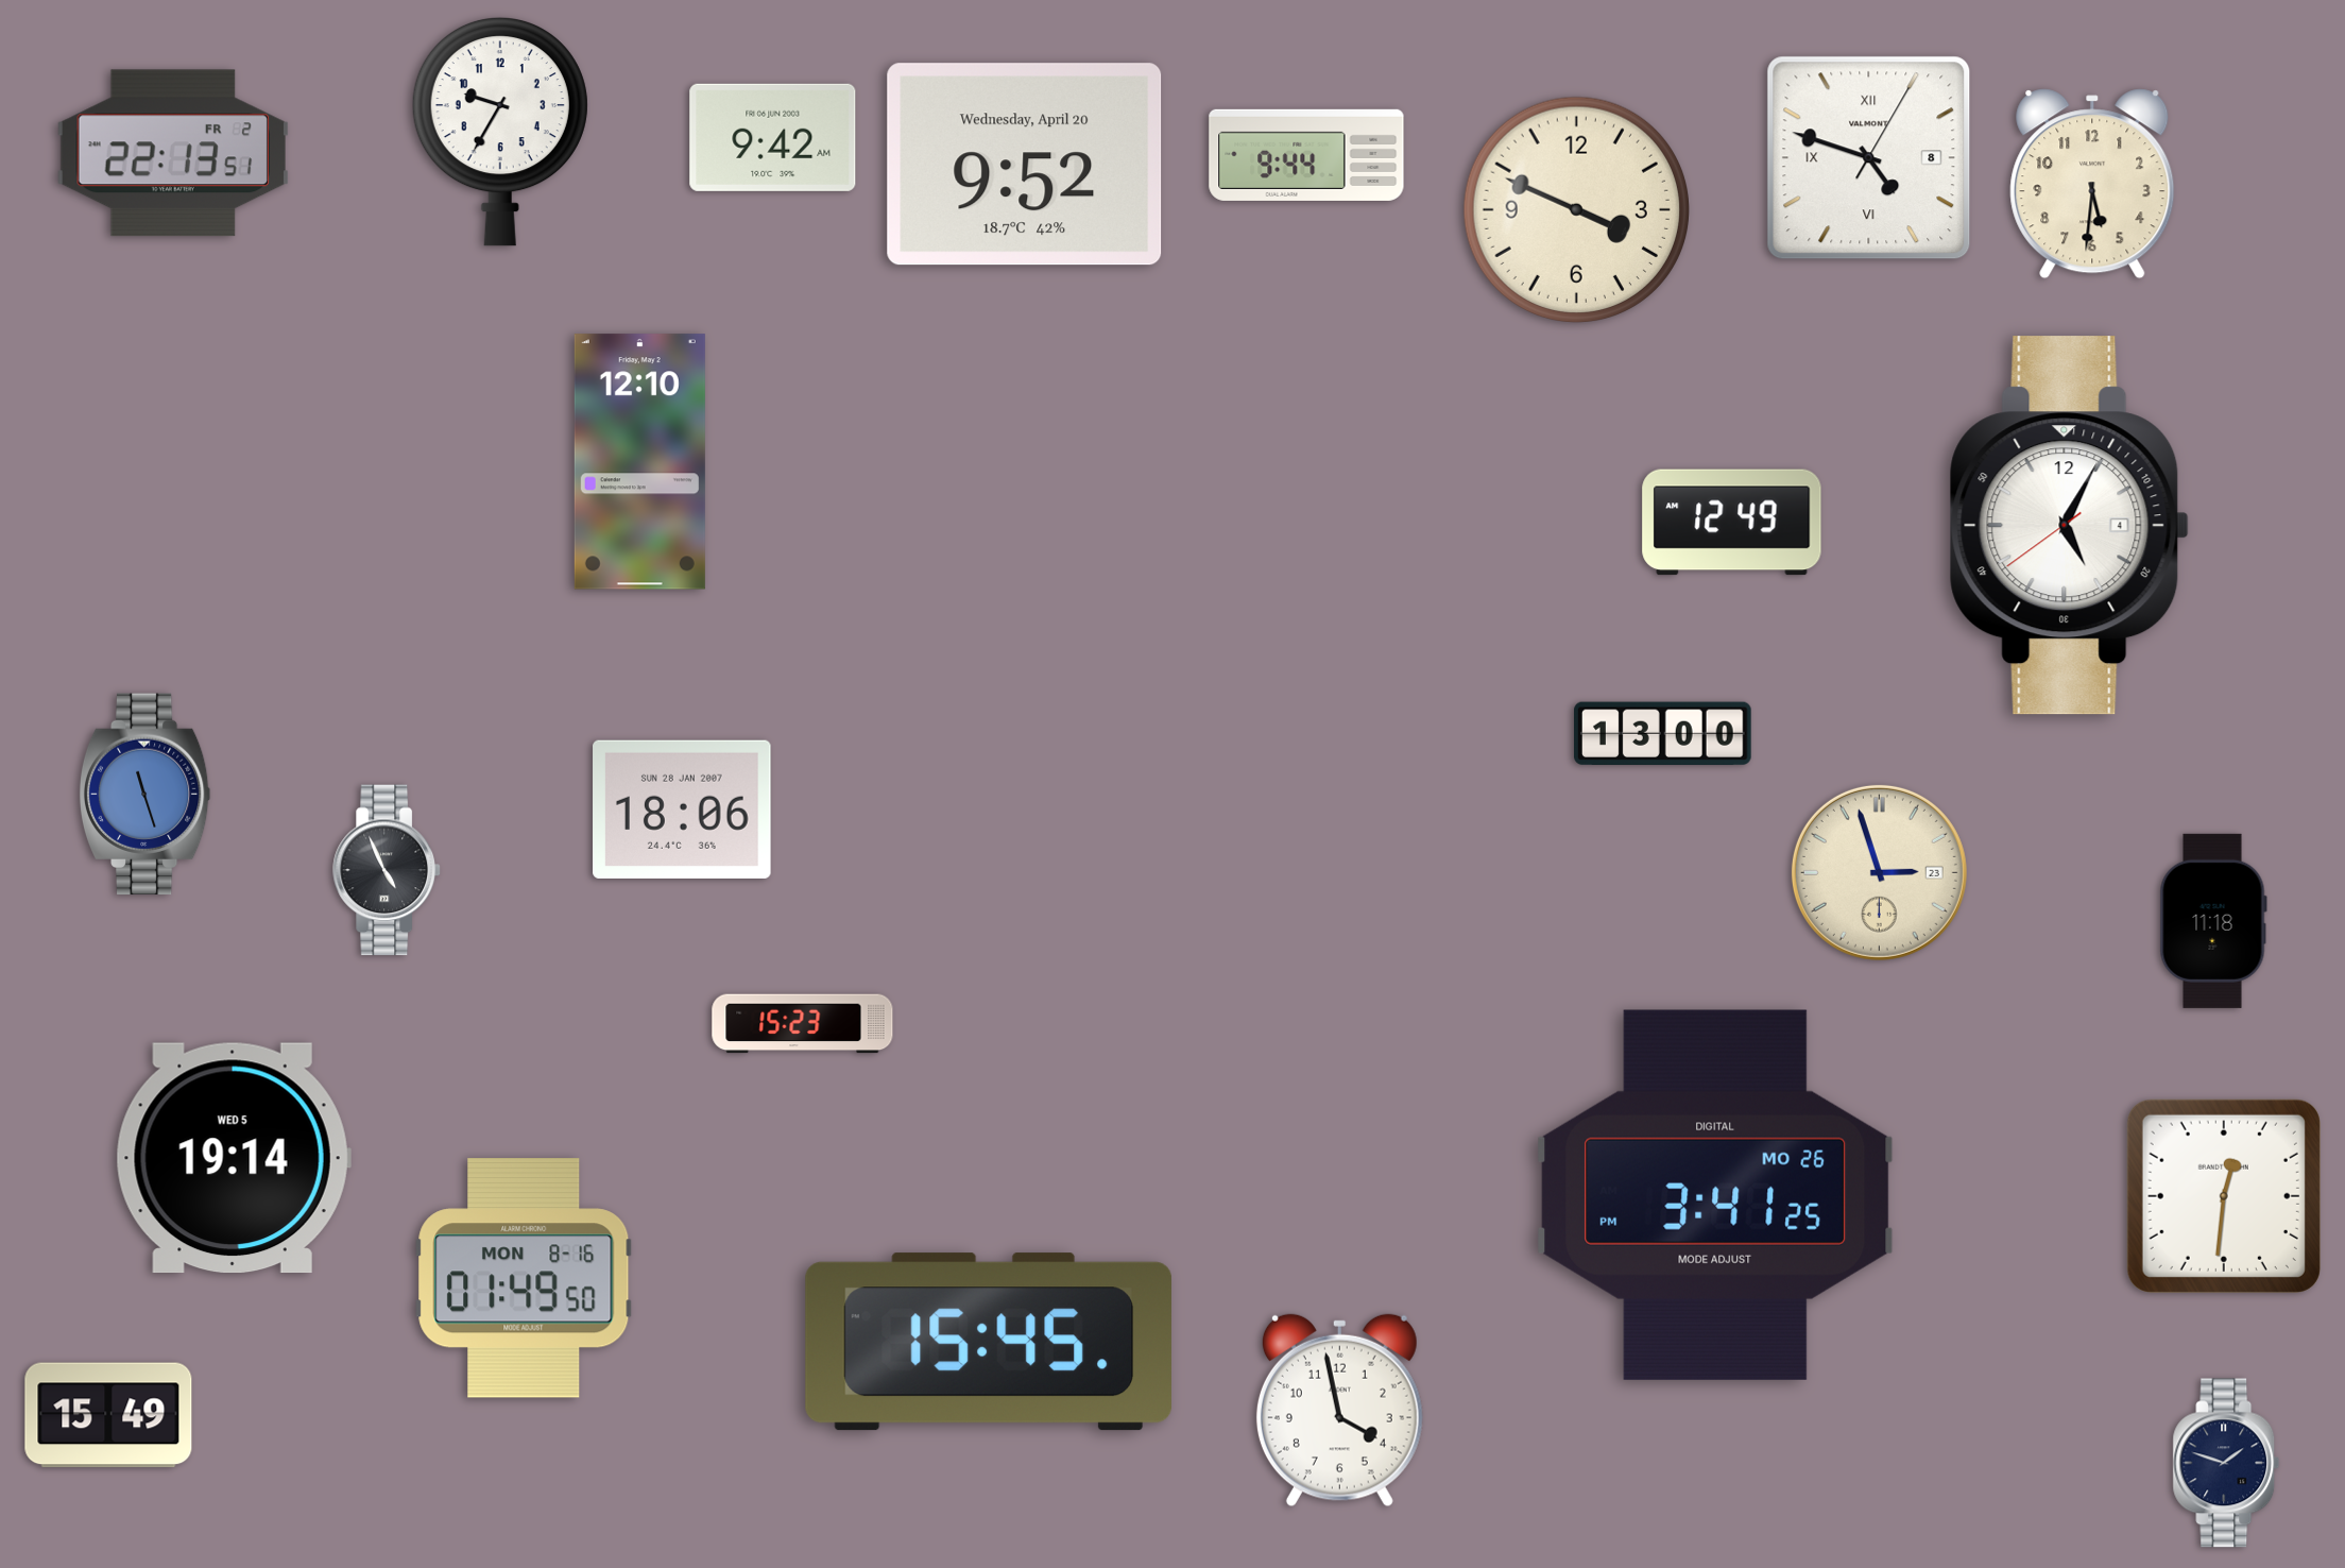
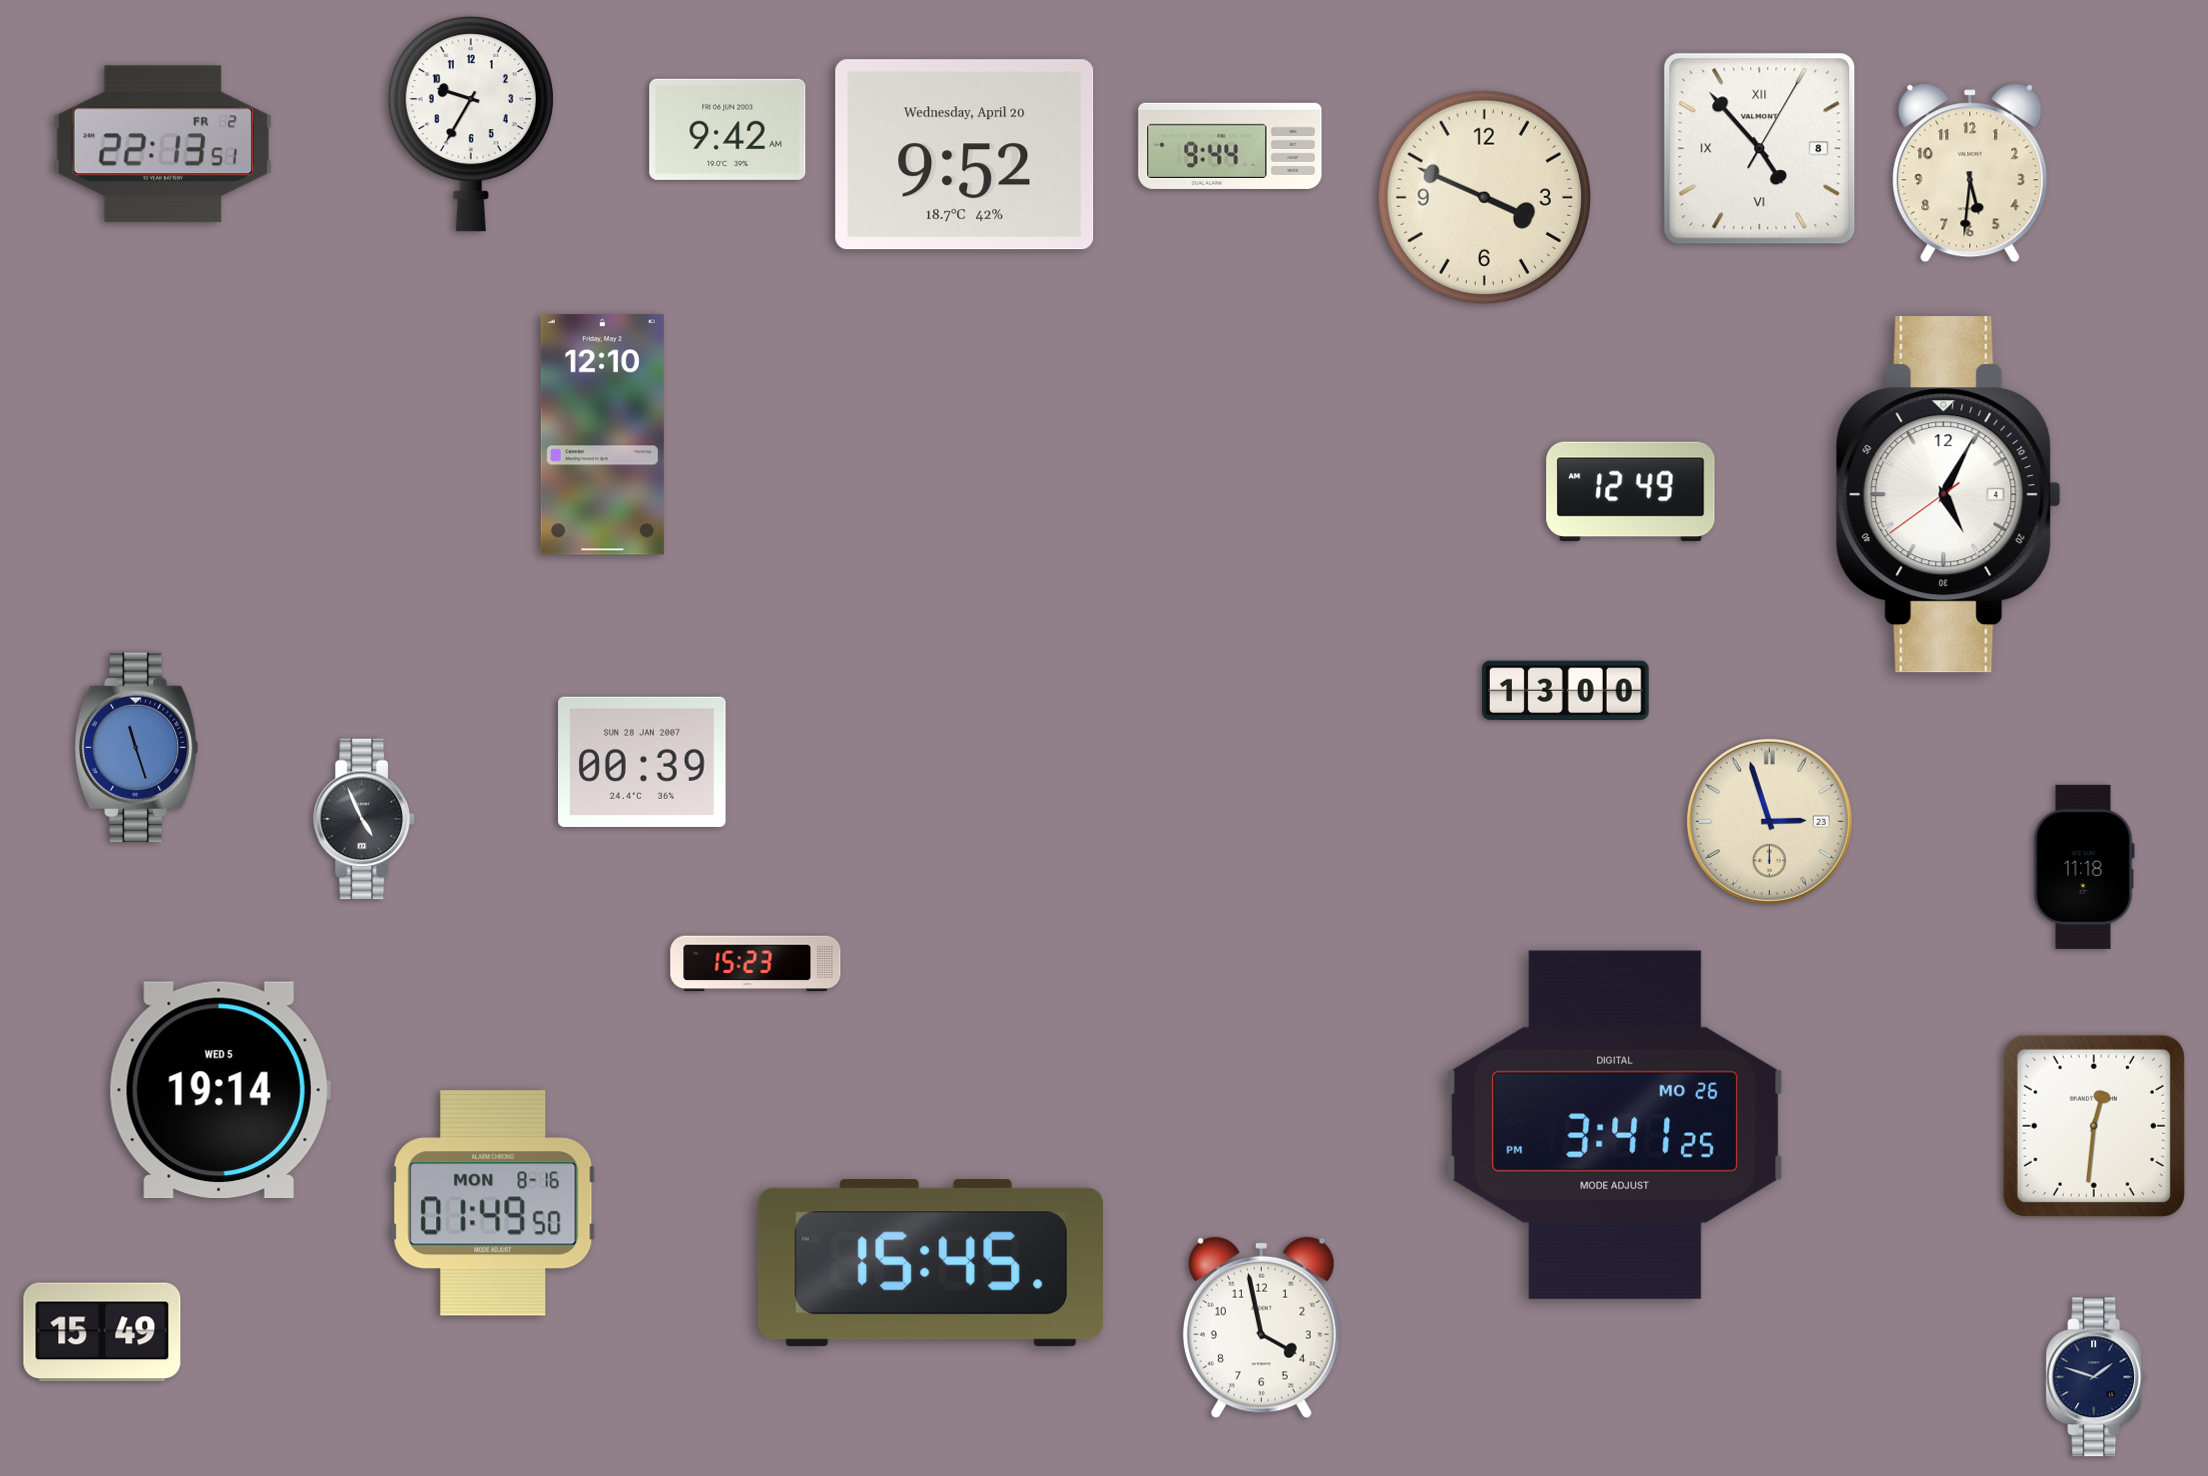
clock at (1869, 158): 4:48 -> 4:53
clock at (682, 809): 18:06 -> 00:39
